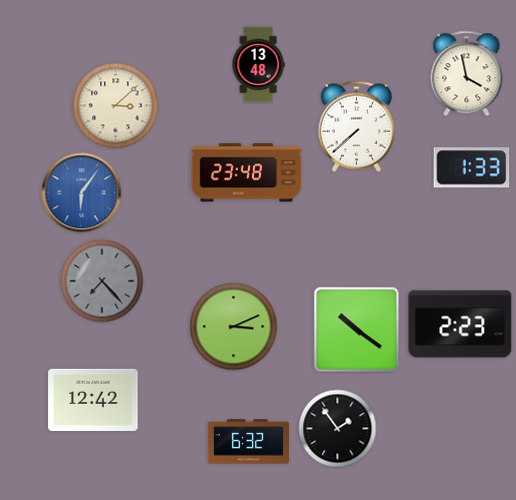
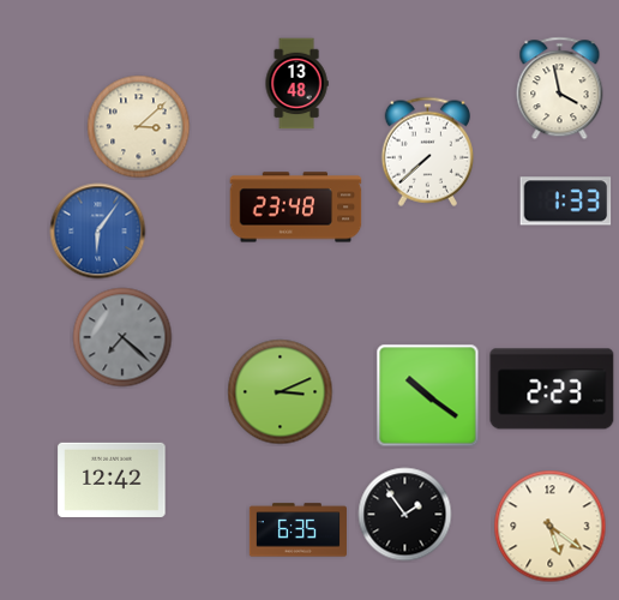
clock at (258, 65) position: (258, 65) -> (296, 84)
clock at (102, 281): 7:23 -> 7:22
clock at (551, 527): none -> 5:21
clock at (248, 442): 6:32 -> 6:35
